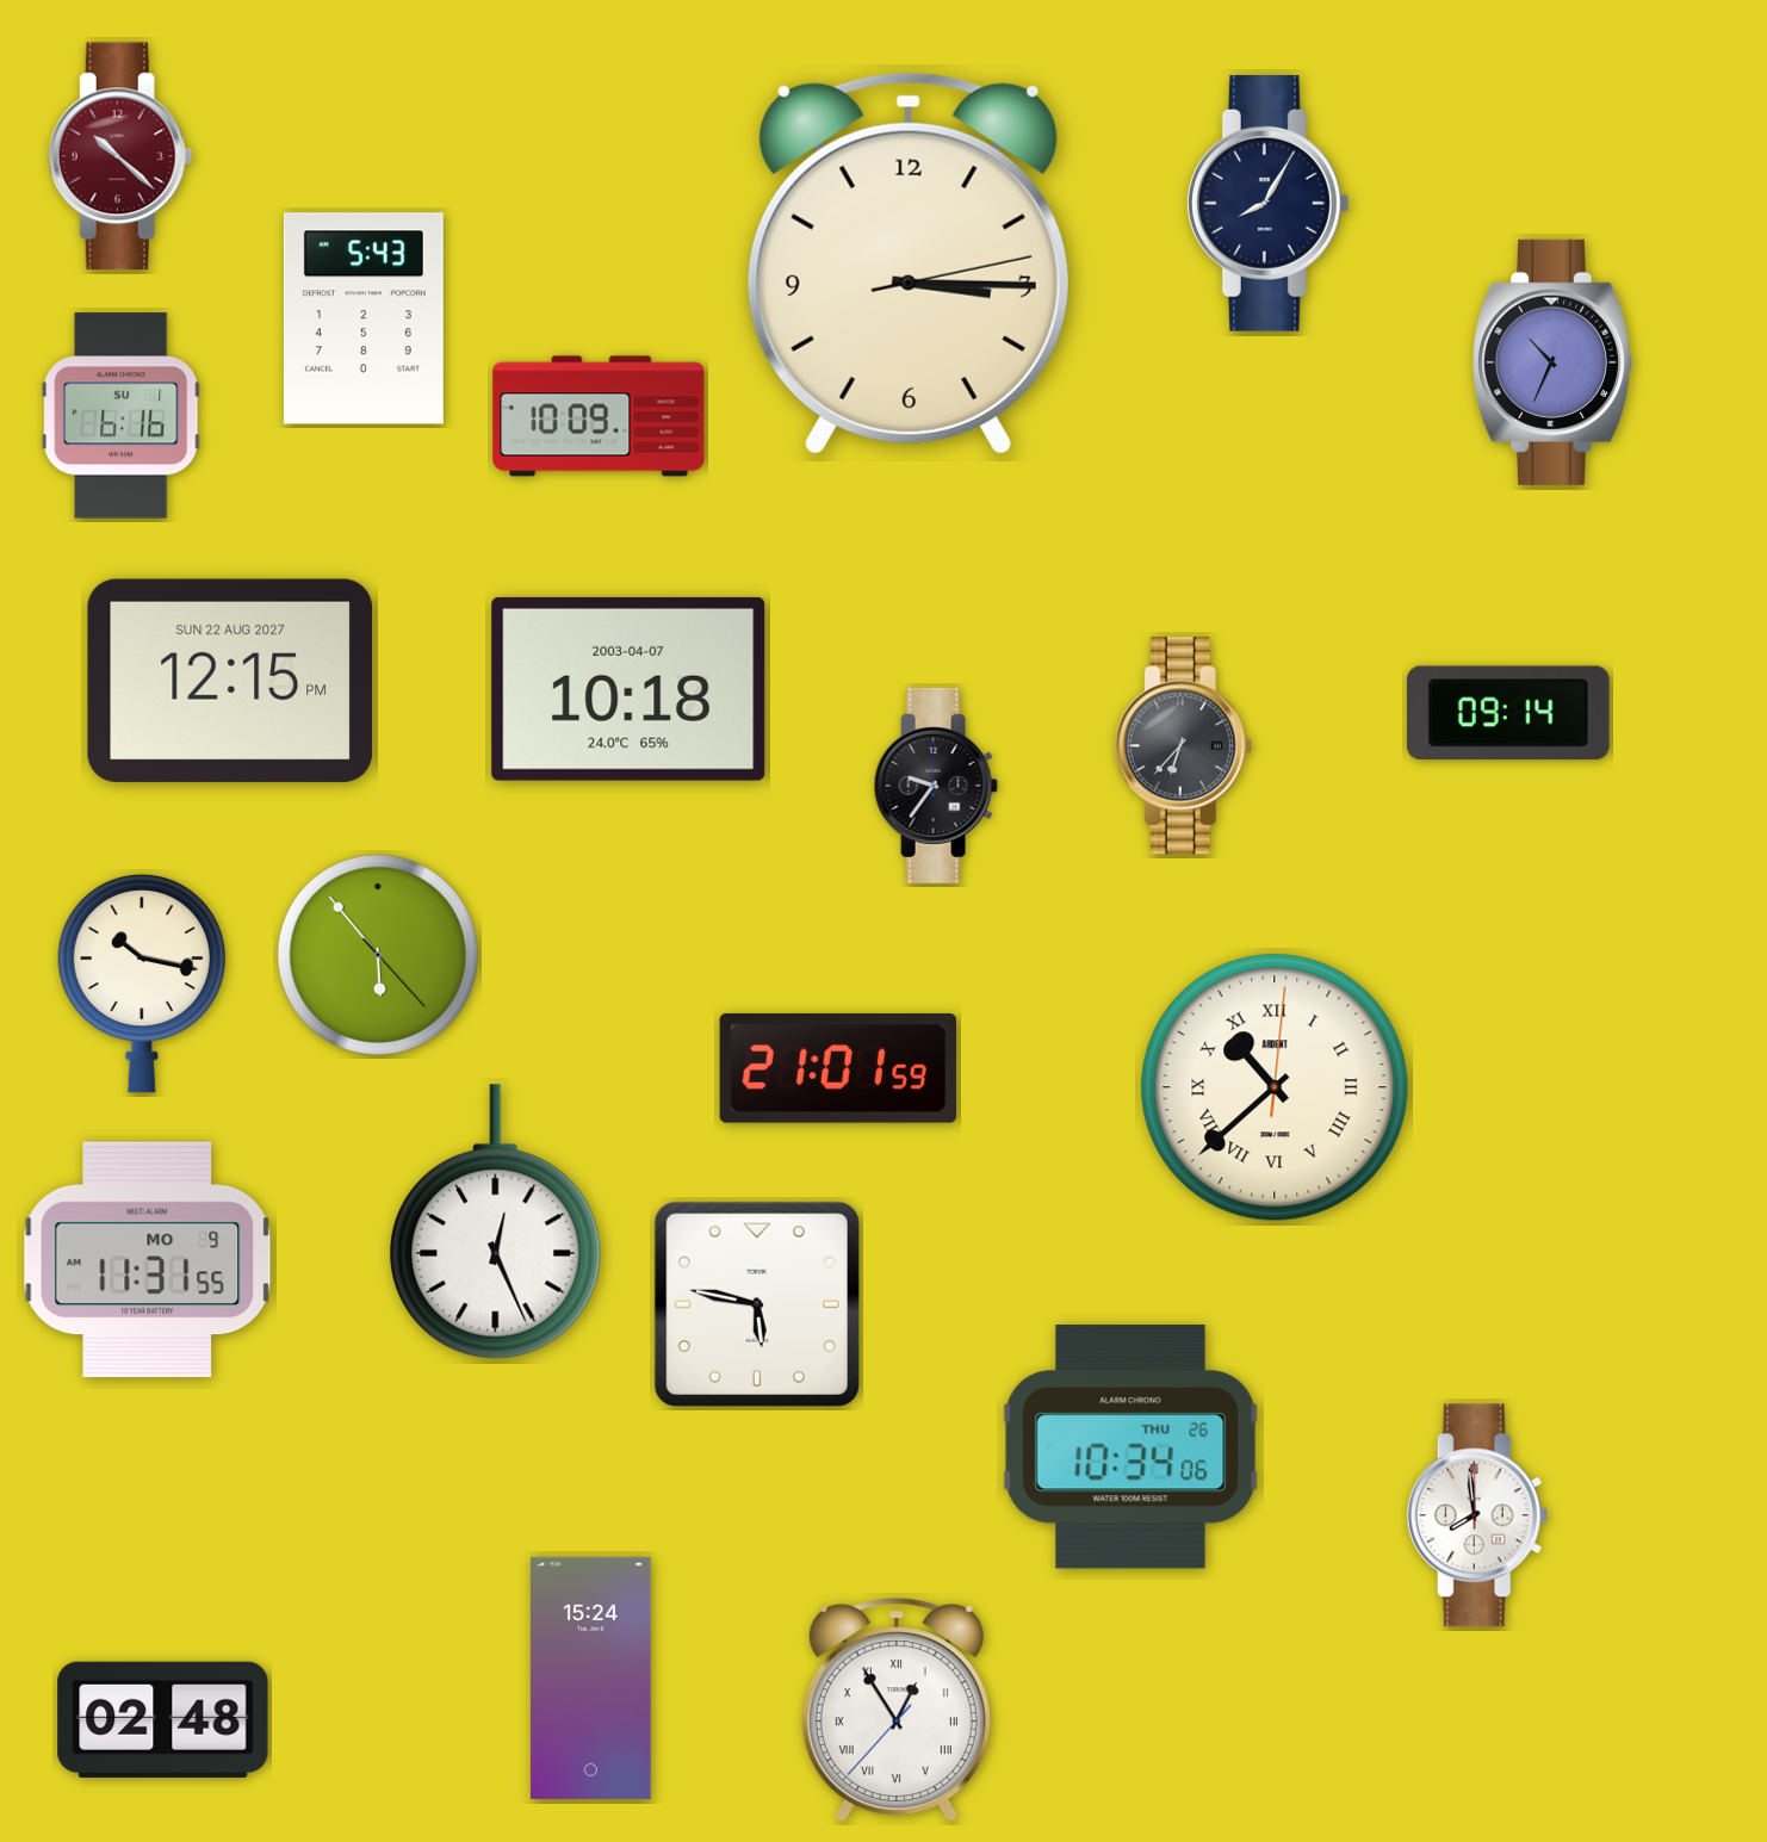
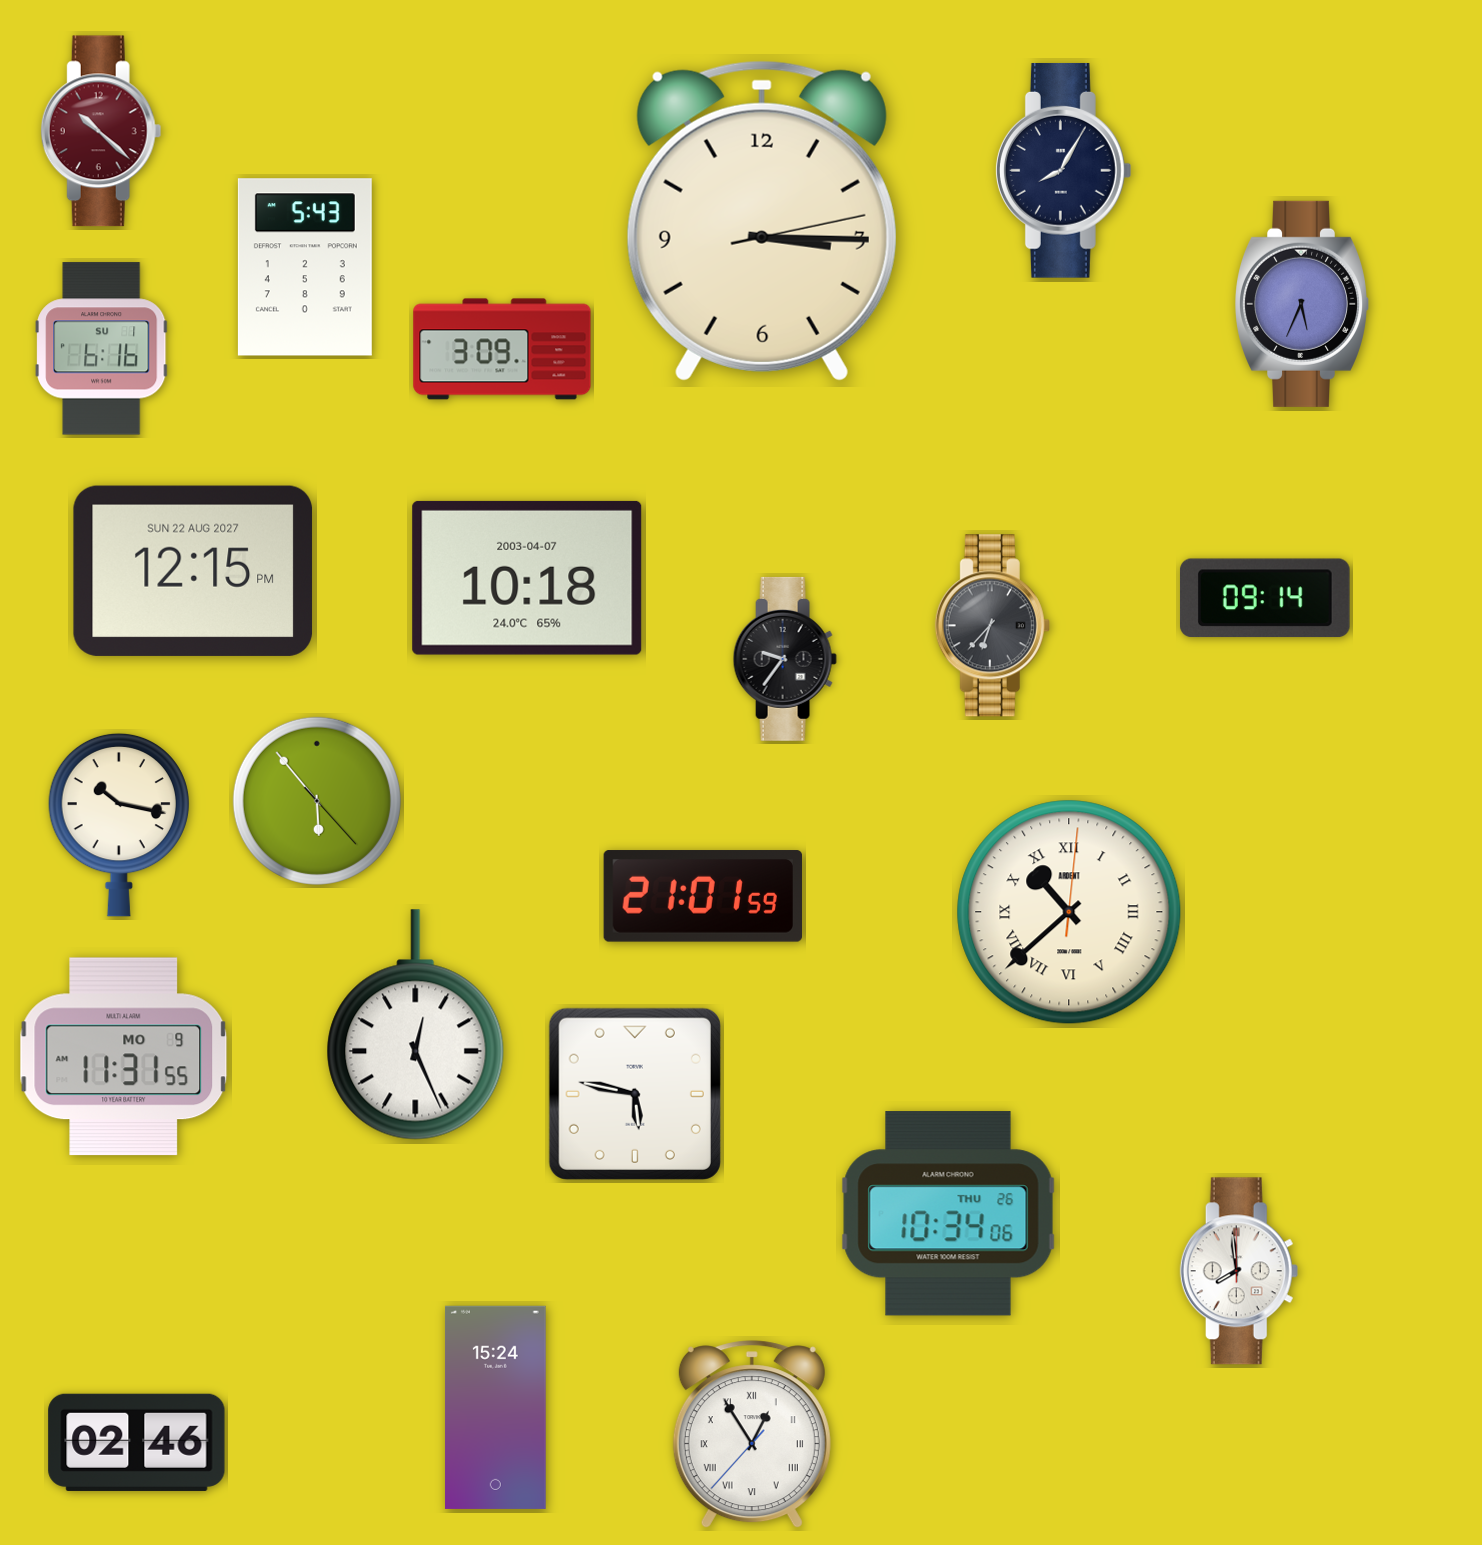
clock at (1551, 362): 10:34 -> 5:34
clock at (599, 416): 10:09 -> 3:09
clock at (163, 1719): 02:48 -> 02:46
